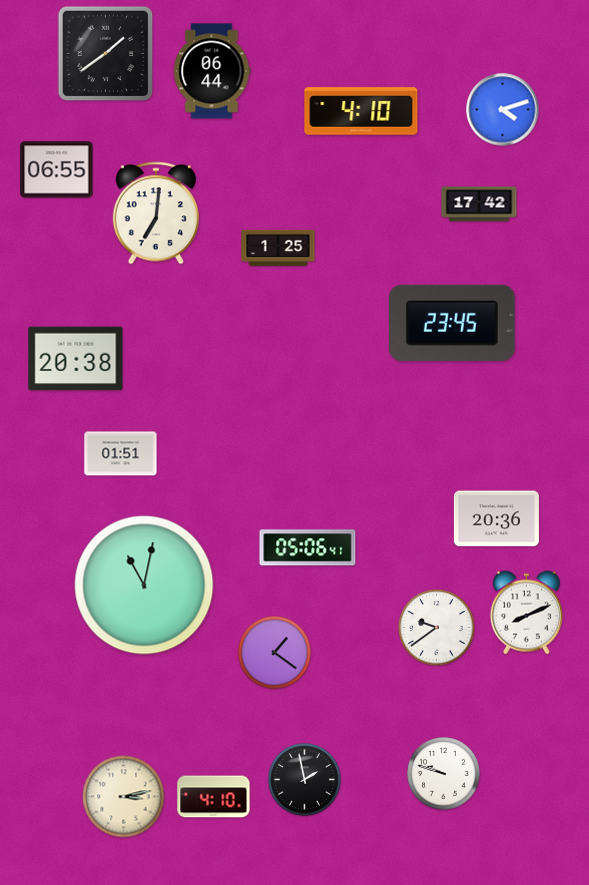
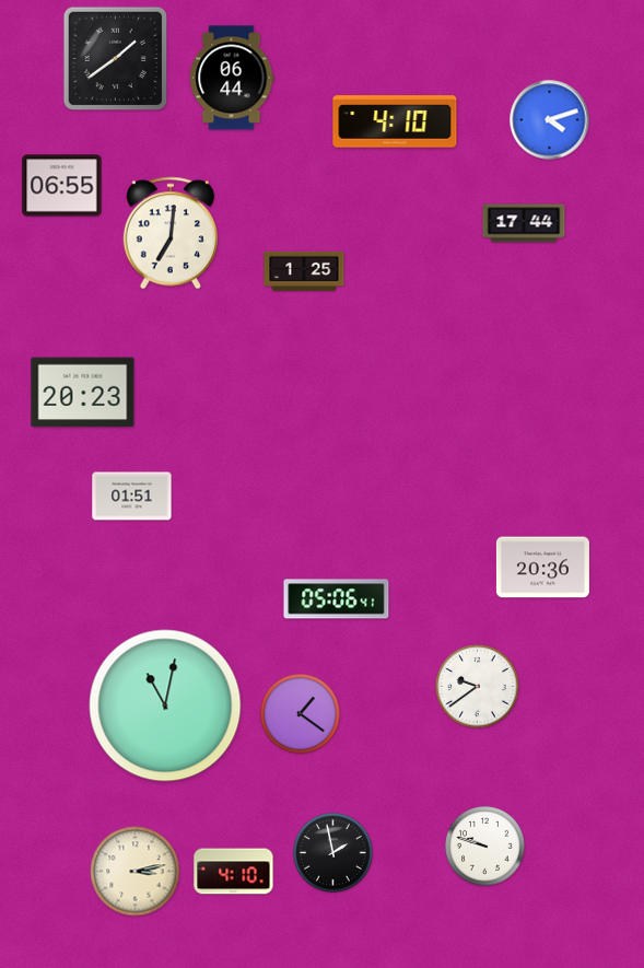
clock at (479, 204): 17:42 -> 17:44
clock at (452, 323): 23:45 -> none
clock at (76, 359): 20:38 -> 20:23
clock at (144, 585) position: (144, 585) -> (165, 705)
clock at (526, 613): 8:11 -> none
